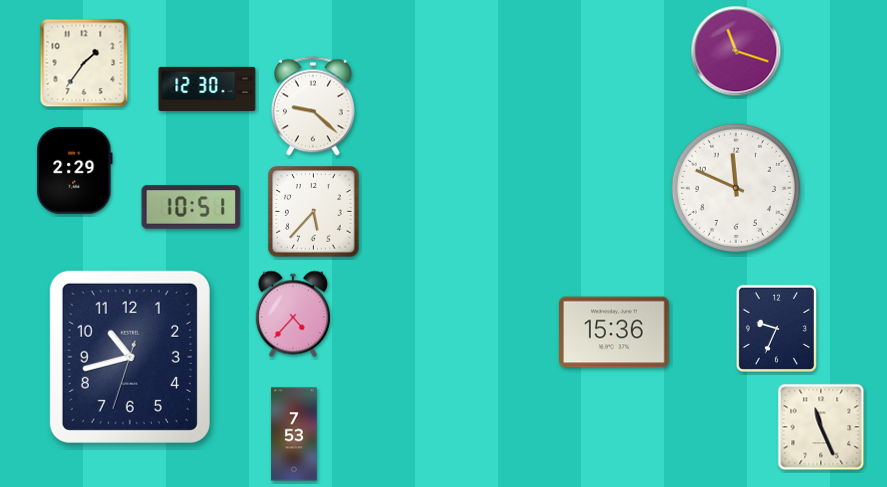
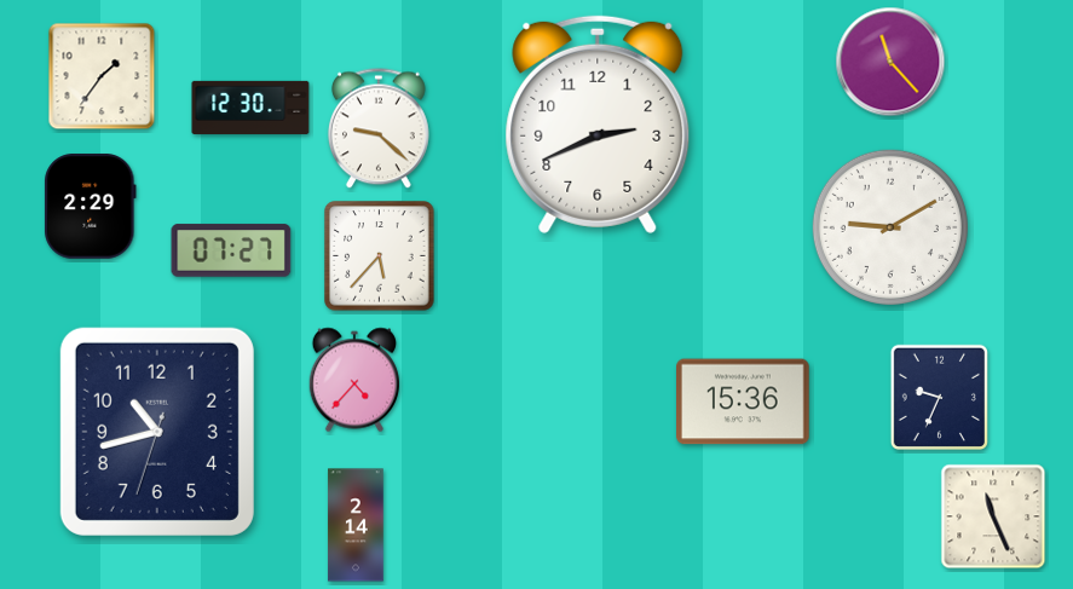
clock at (736, 51): 11:18 -> 11:23
clock at (598, 125): none -> 2:41
clock at (736, 188): 11:49 -> 9:10
clock at (191, 207): 10:51 -> 07:27
clock at (294, 434): 7:53 -> 2:14
